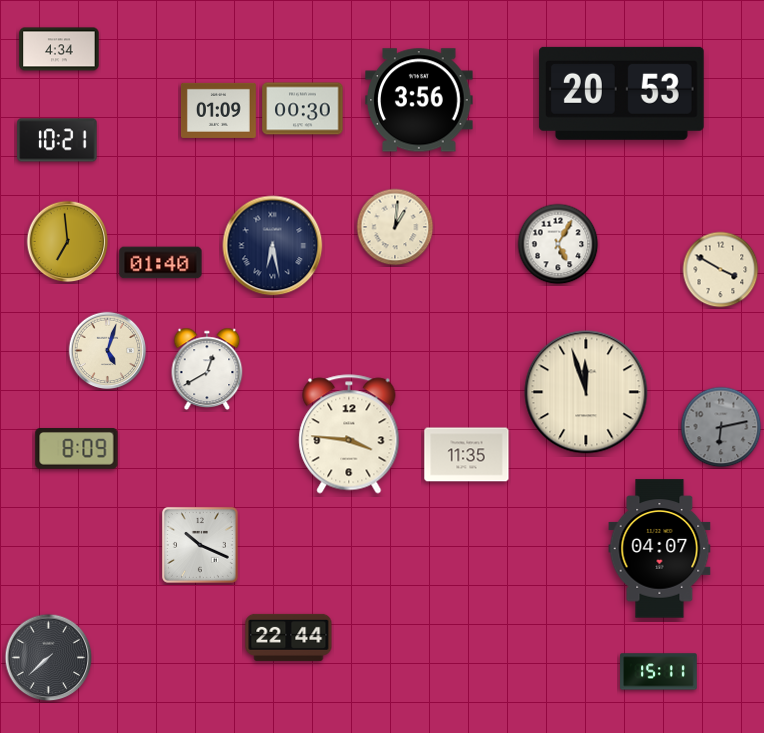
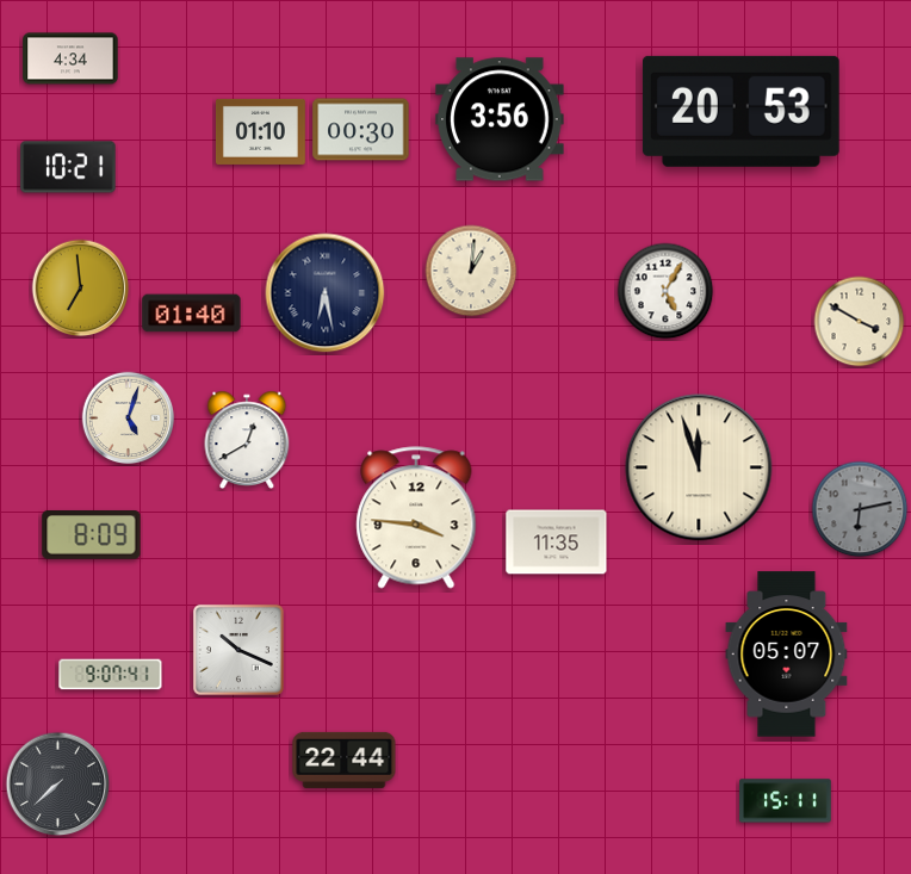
clock at (218, 110): 01:09 -> 01:10
clock at (660, 549): 04:07 -> 05:07
clock at (111, 675): none -> 9:07
